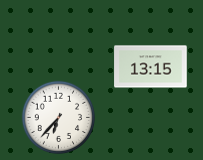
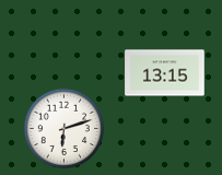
clock at (59, 118): 6:37 -> 6:12
